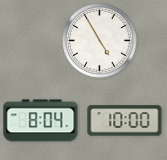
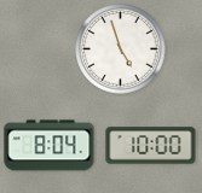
clock at (100, 41): 4:55 -> 4:57
